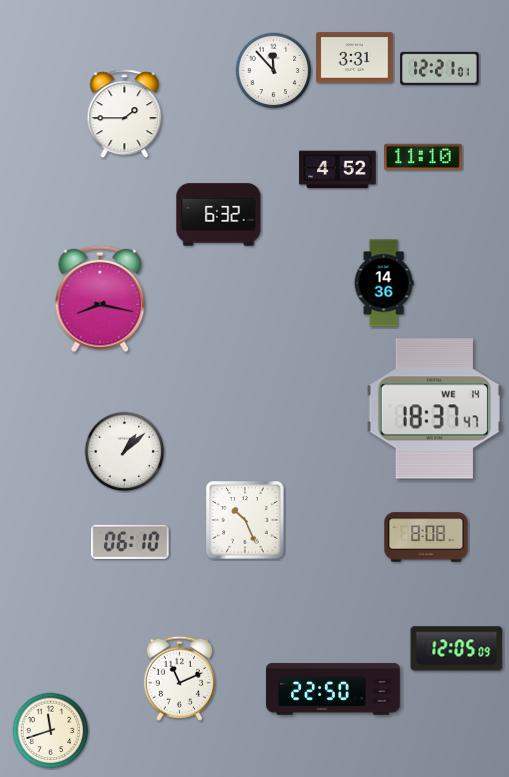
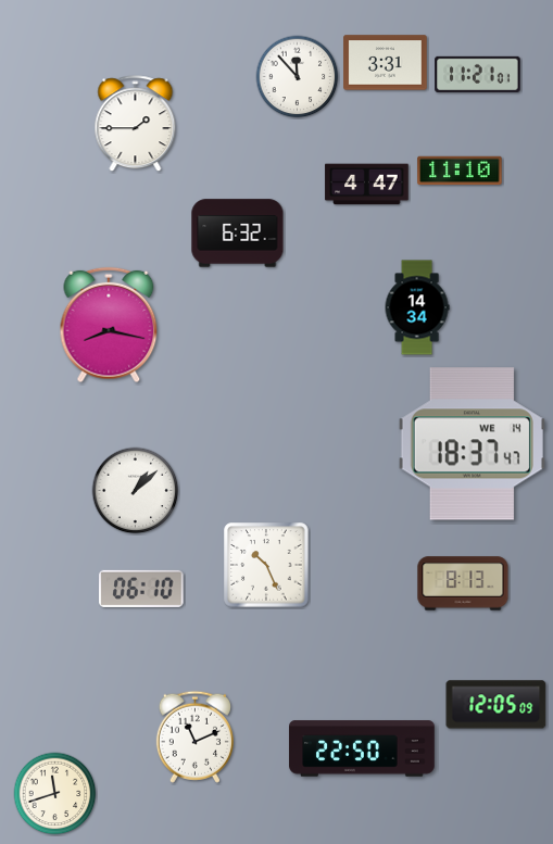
clock at (440, 68): 12:21 -> 11:21
clock at (338, 170): 4:52 -> 4:47
clock at (384, 283): 14:36 -> 14:34
clock at (426, 537): 8:08 -> 8:13
